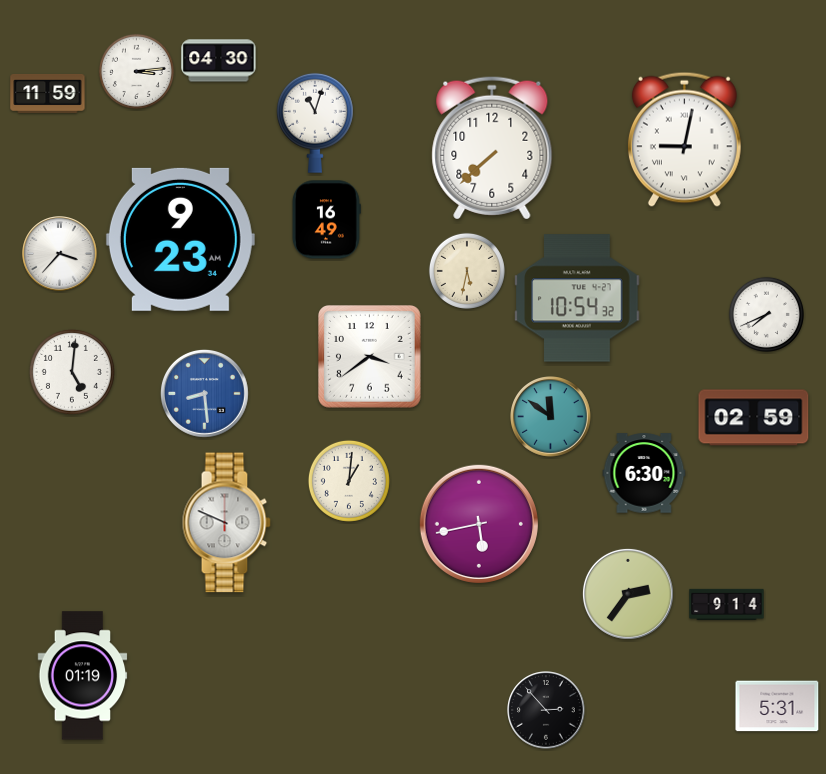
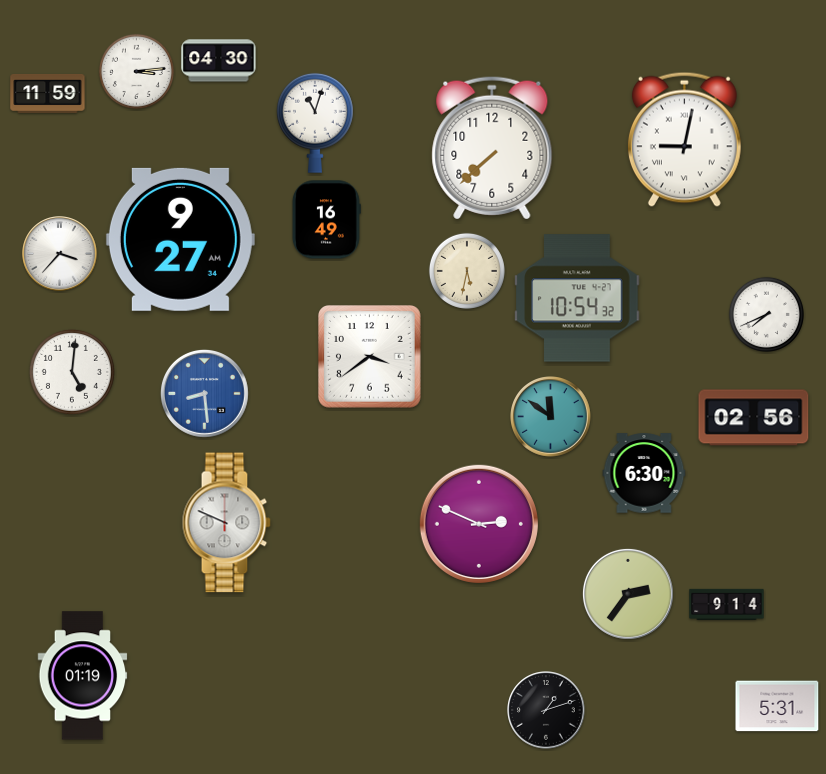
clock at (180, 239): 9:23 -> 9:27
clock at (754, 418): 02:59 -> 02:56
clock at (349, 481): 1:01 -> none
clock at (479, 524): 5:43 -> 2:49
clock at (546, 710): 2:53 -> 1:12
